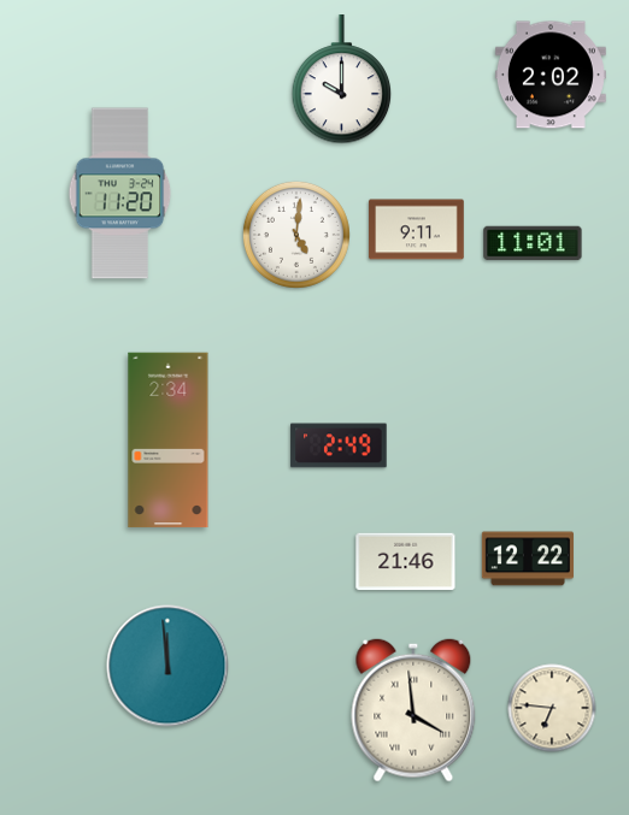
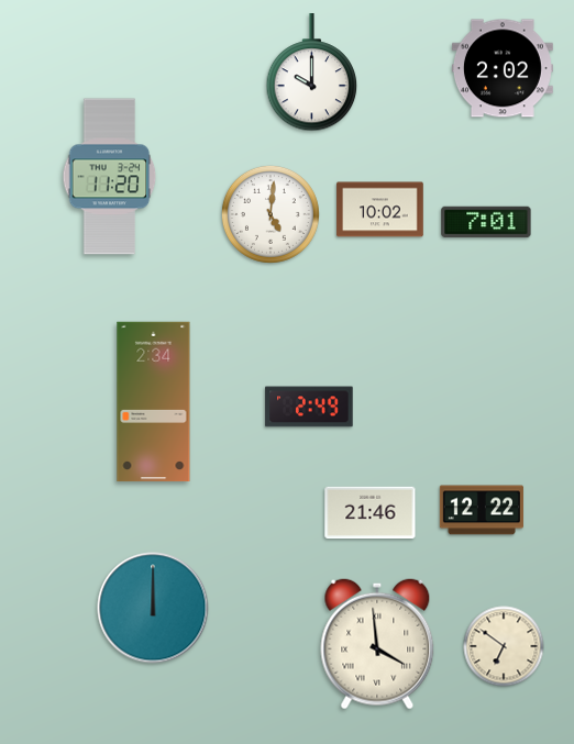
clock at (417, 230): 9:11 -> 10:02
clock at (533, 243): 11:01 -> 7:01
clock at (167, 666): 11:59 -> 12:00
clock at (552, 708): 6:46 -> 6:51
clock at (413, 710) position: (413, 710) -> (377, 644)
